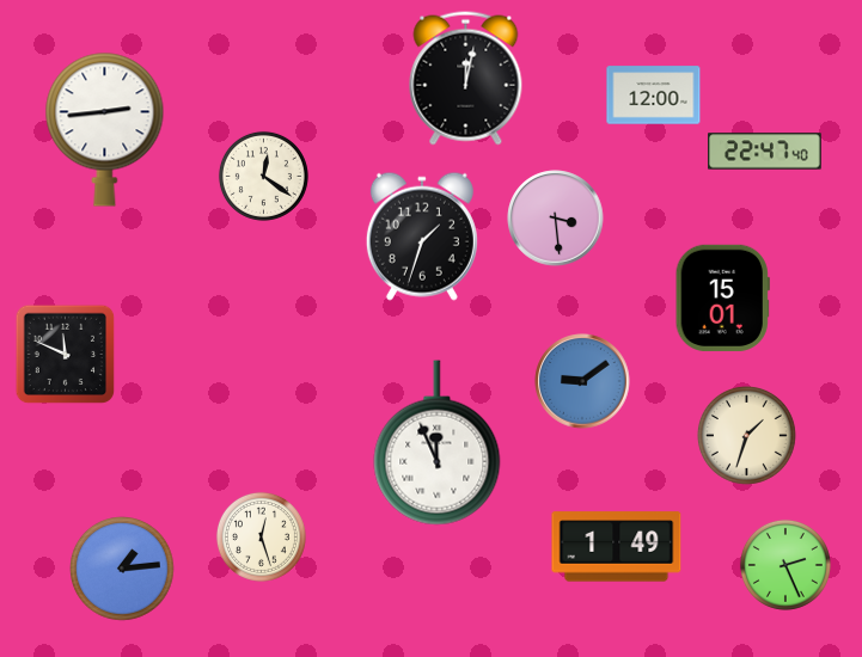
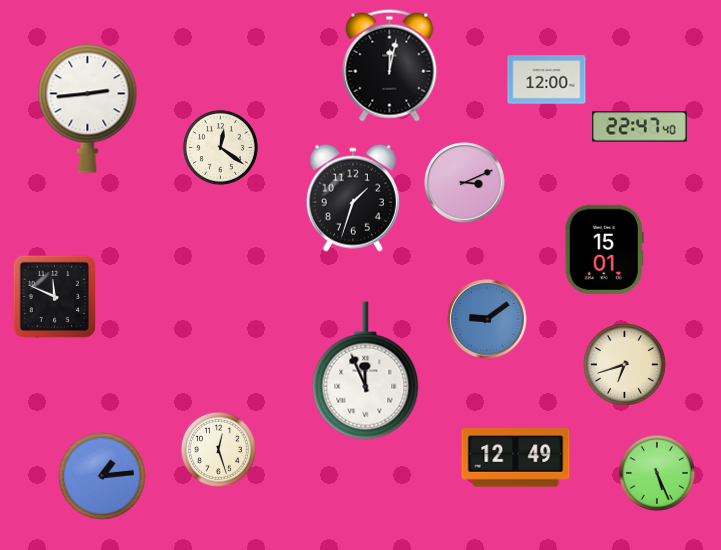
clock at (556, 219): 3:29 -> 3:11
clock at (747, 436): 1:33 -> 6:42
clock at (617, 547): 1:49 -> 12:49
clock at (785, 565): 2:26 -> 5:26
